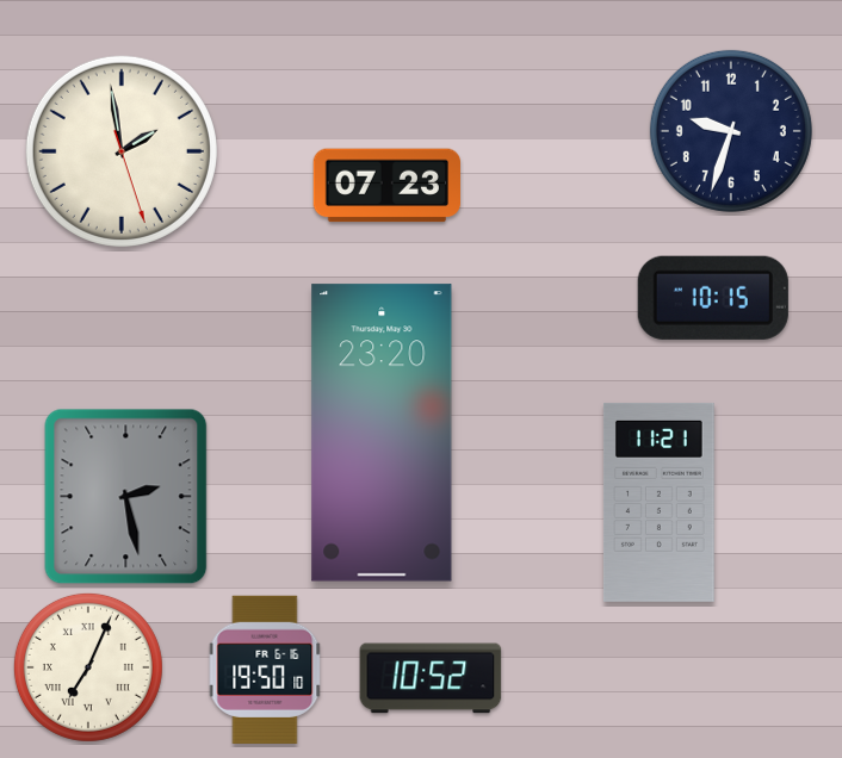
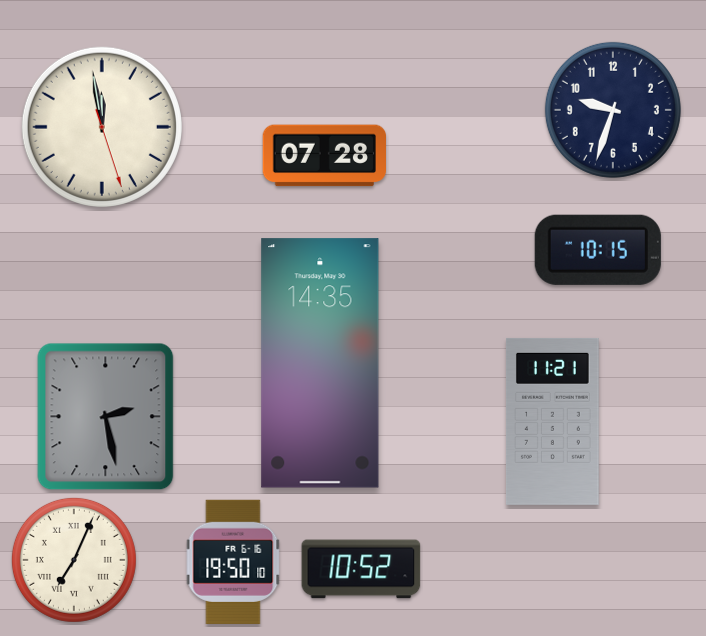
clock at (122, 151): 1:58 -> 11:58
clock at (386, 186): 07:23 -> 07:28
clock at (382, 433): 23:20 -> 14:35
clock at (265, 670) position: (265, 670) -> (233, 562)
